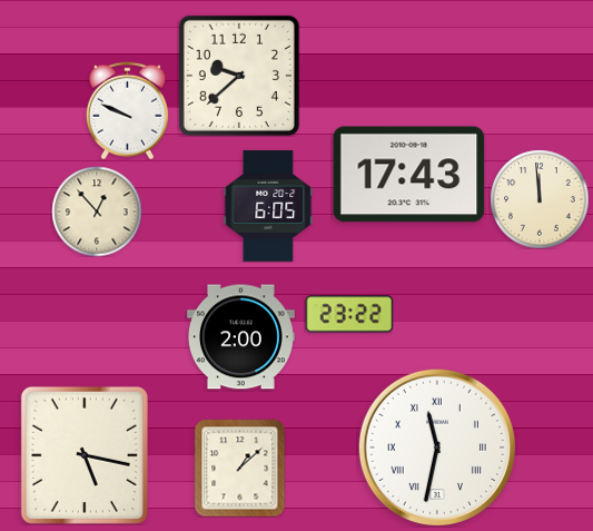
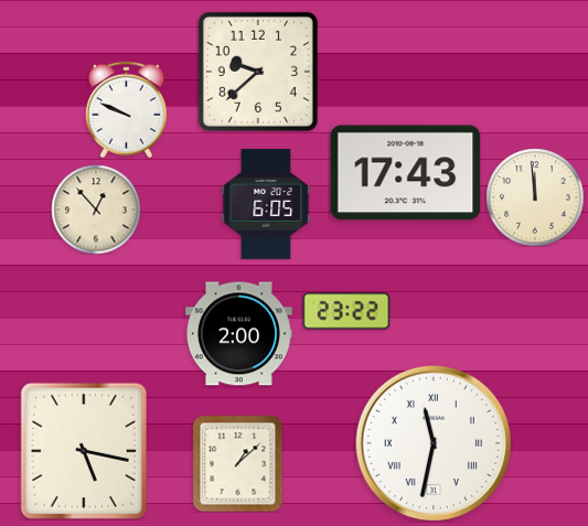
clock at (239, 76) position: (239, 76) -> (258, 72)
